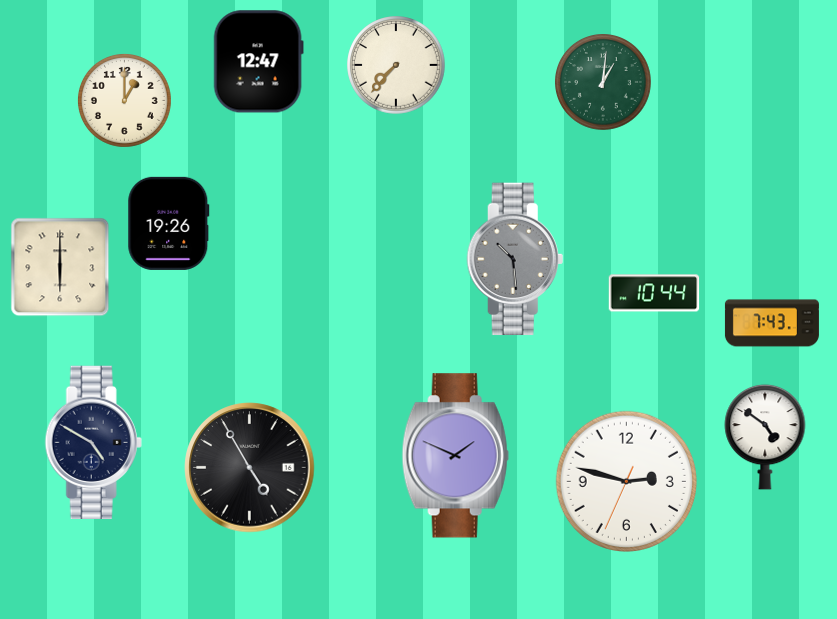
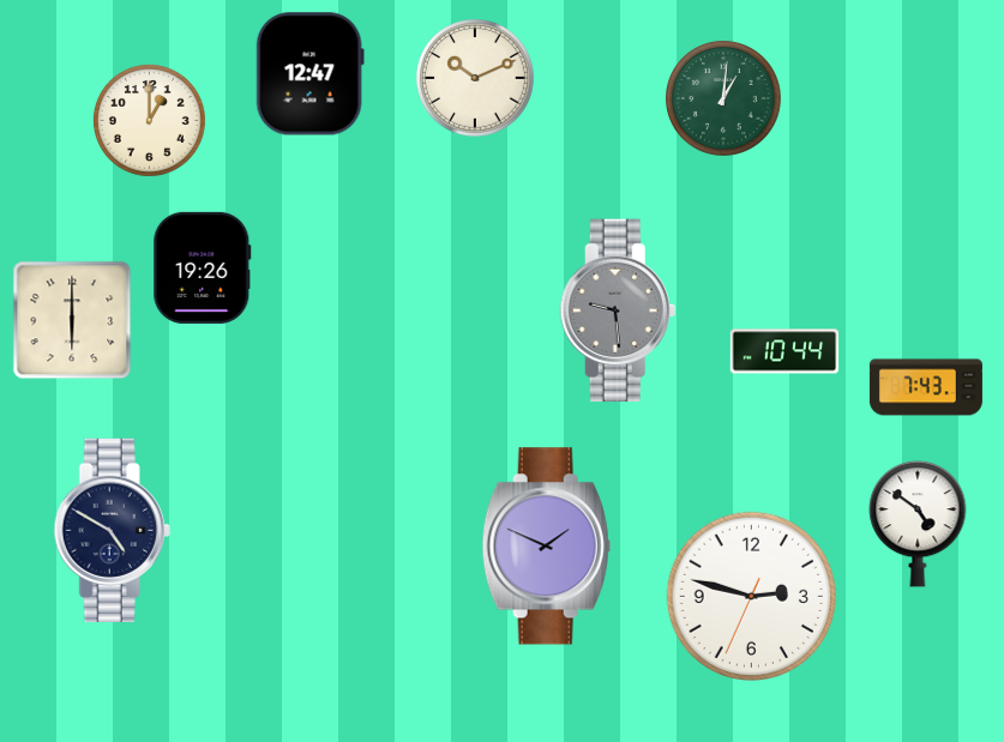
clock at (396, 65): 7:37 -> 10:11
clock at (515, 259): 10:29 -> 9:29
clock at (250, 468): 4:55 -> none
clock at (626, 481) position: (626, 481) -> (751, 596)
